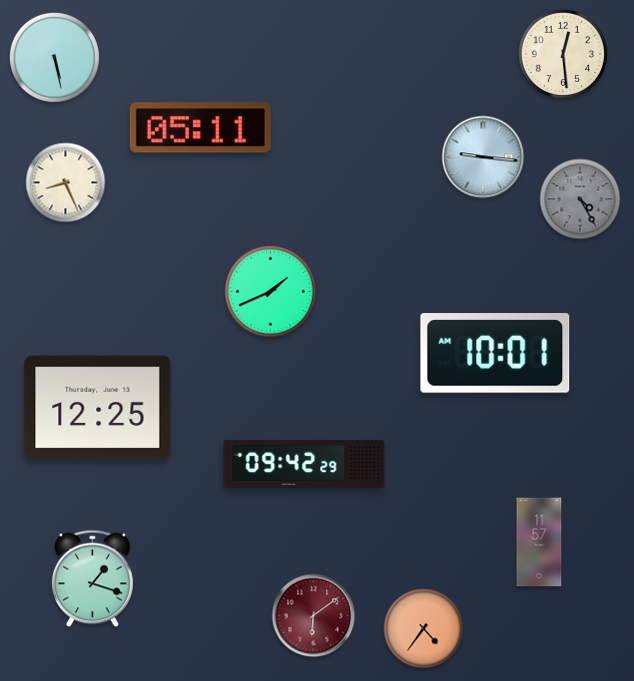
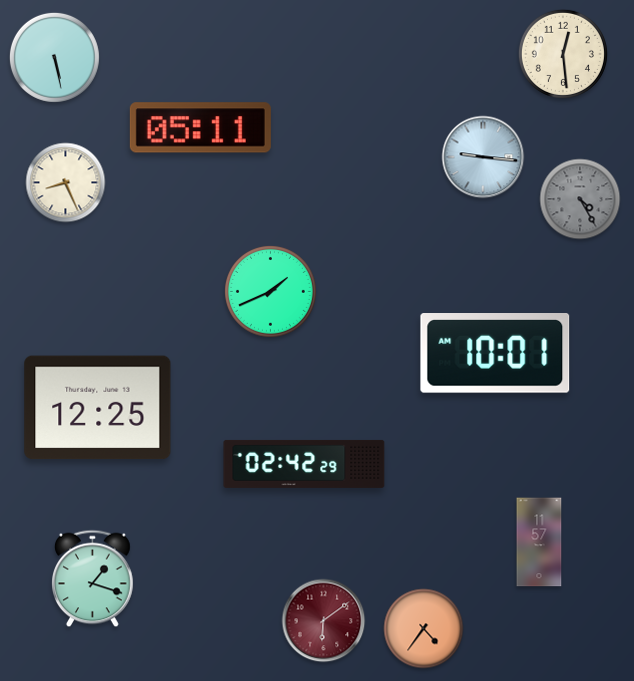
clock at (304, 464): 09:42 -> 02:42
clock at (314, 616) position: (314, 616) -> (324, 621)
